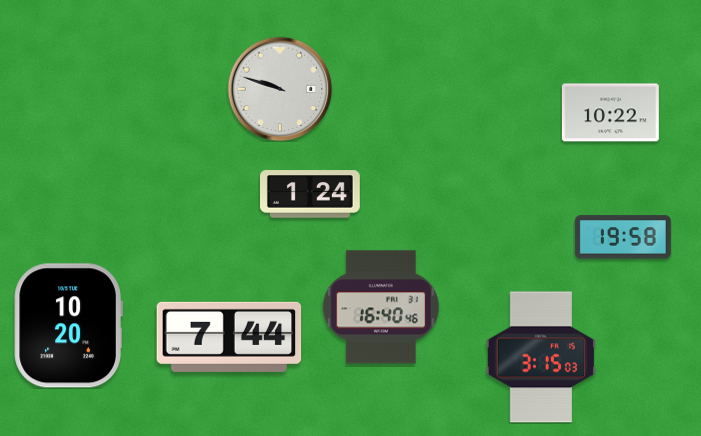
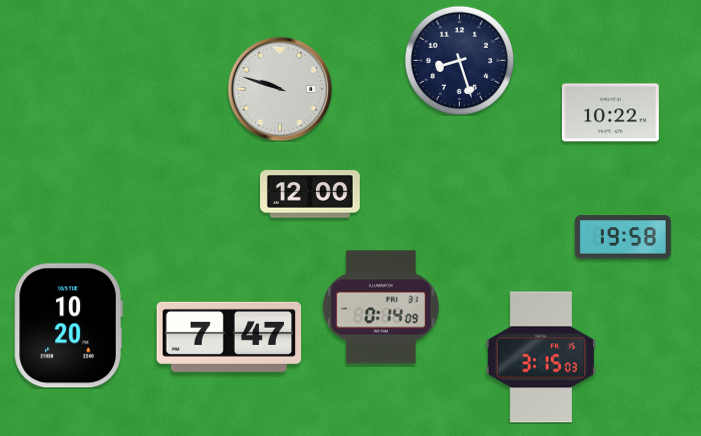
clock at (459, 60): none -> 8:27
clock at (311, 194): 1:24 -> 12:00
clock at (381, 307): 16:40 -> 0:14
clock at (229, 337): 7:44 -> 7:47
